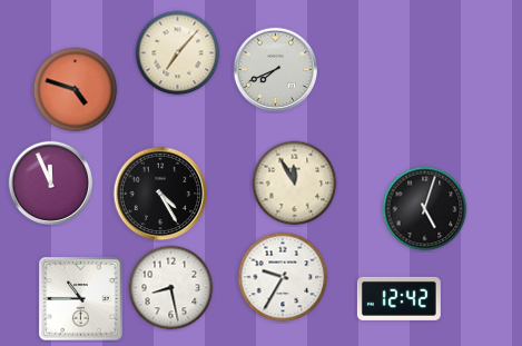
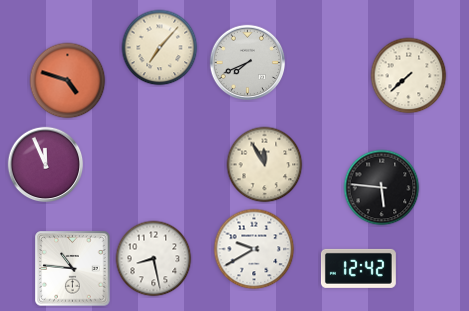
clock at (409, 76): none -> 7:38
clock at (160, 194): 4:25 -> none
clock at (425, 209): 5:03 -> 5:46
clock at (283, 277): 9:35 -> 9:40
clock at (81, 299): 10:45 -> 10:46
